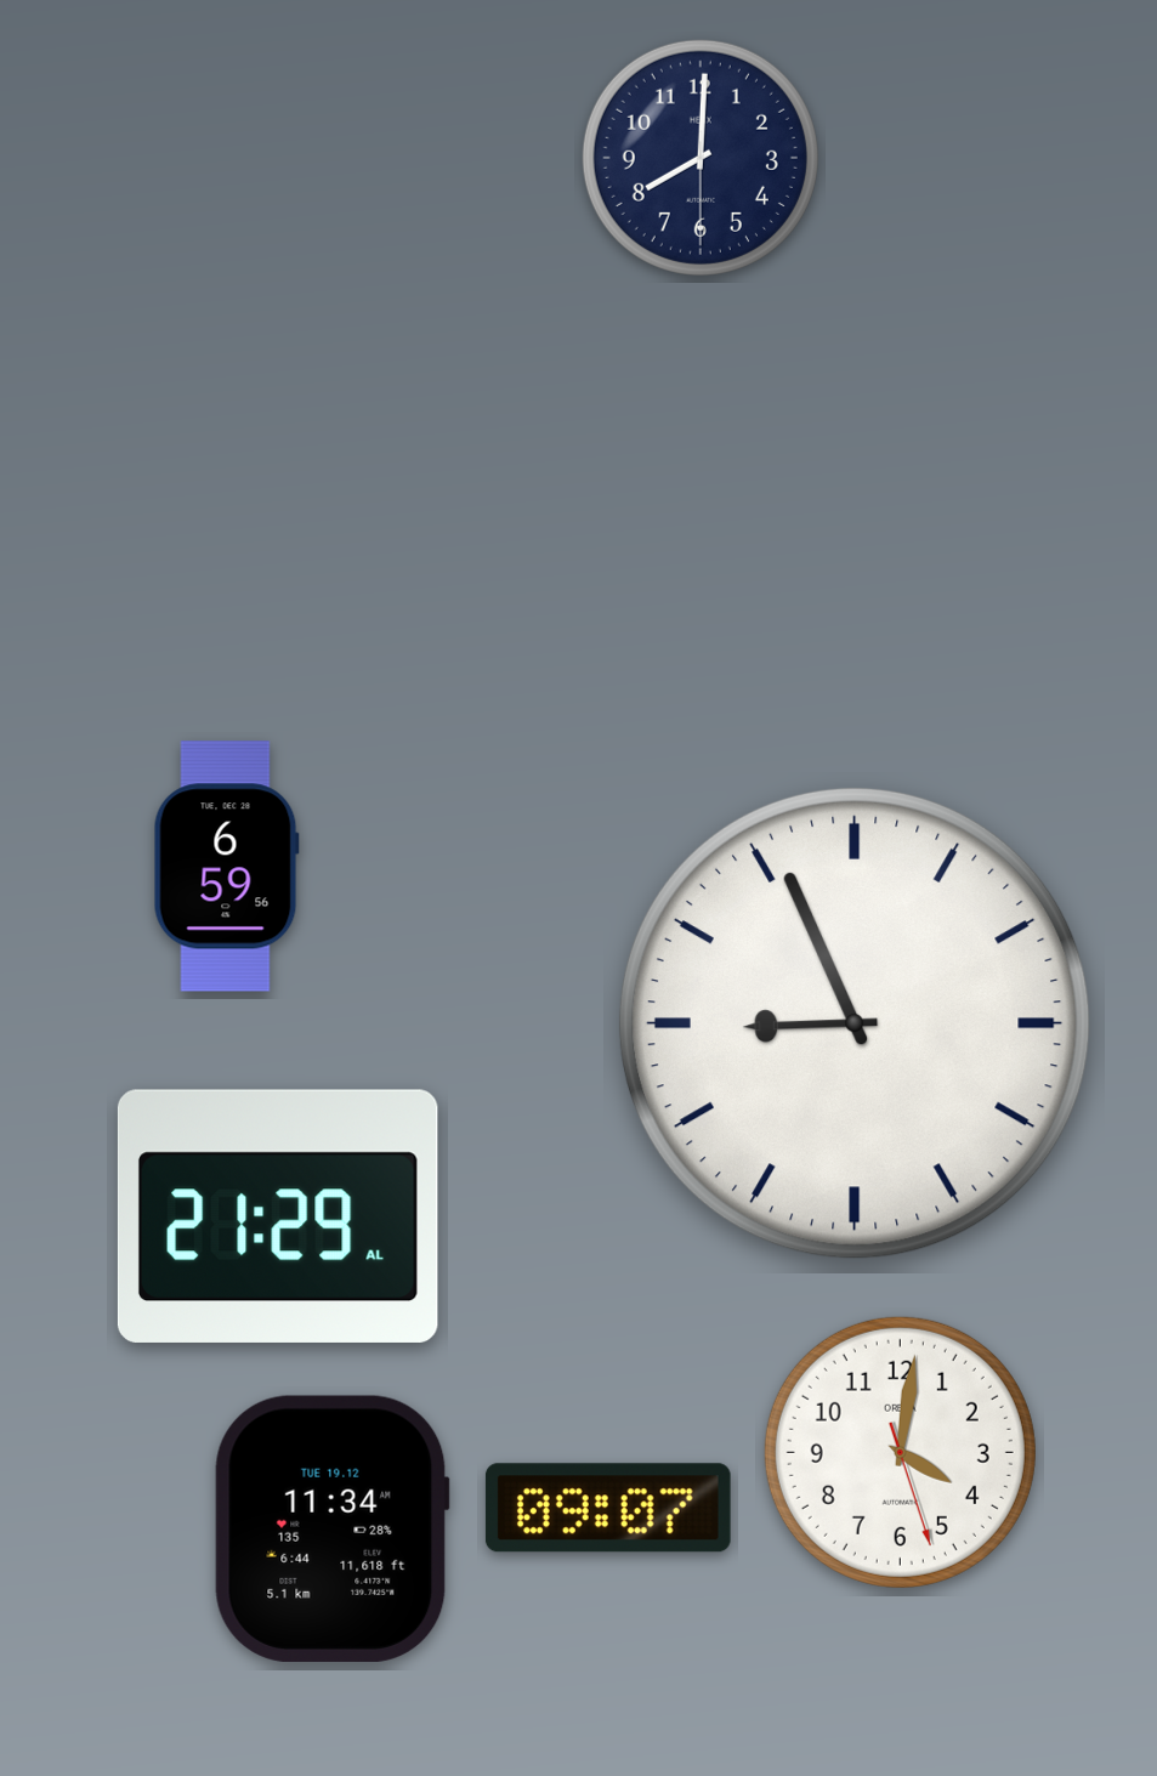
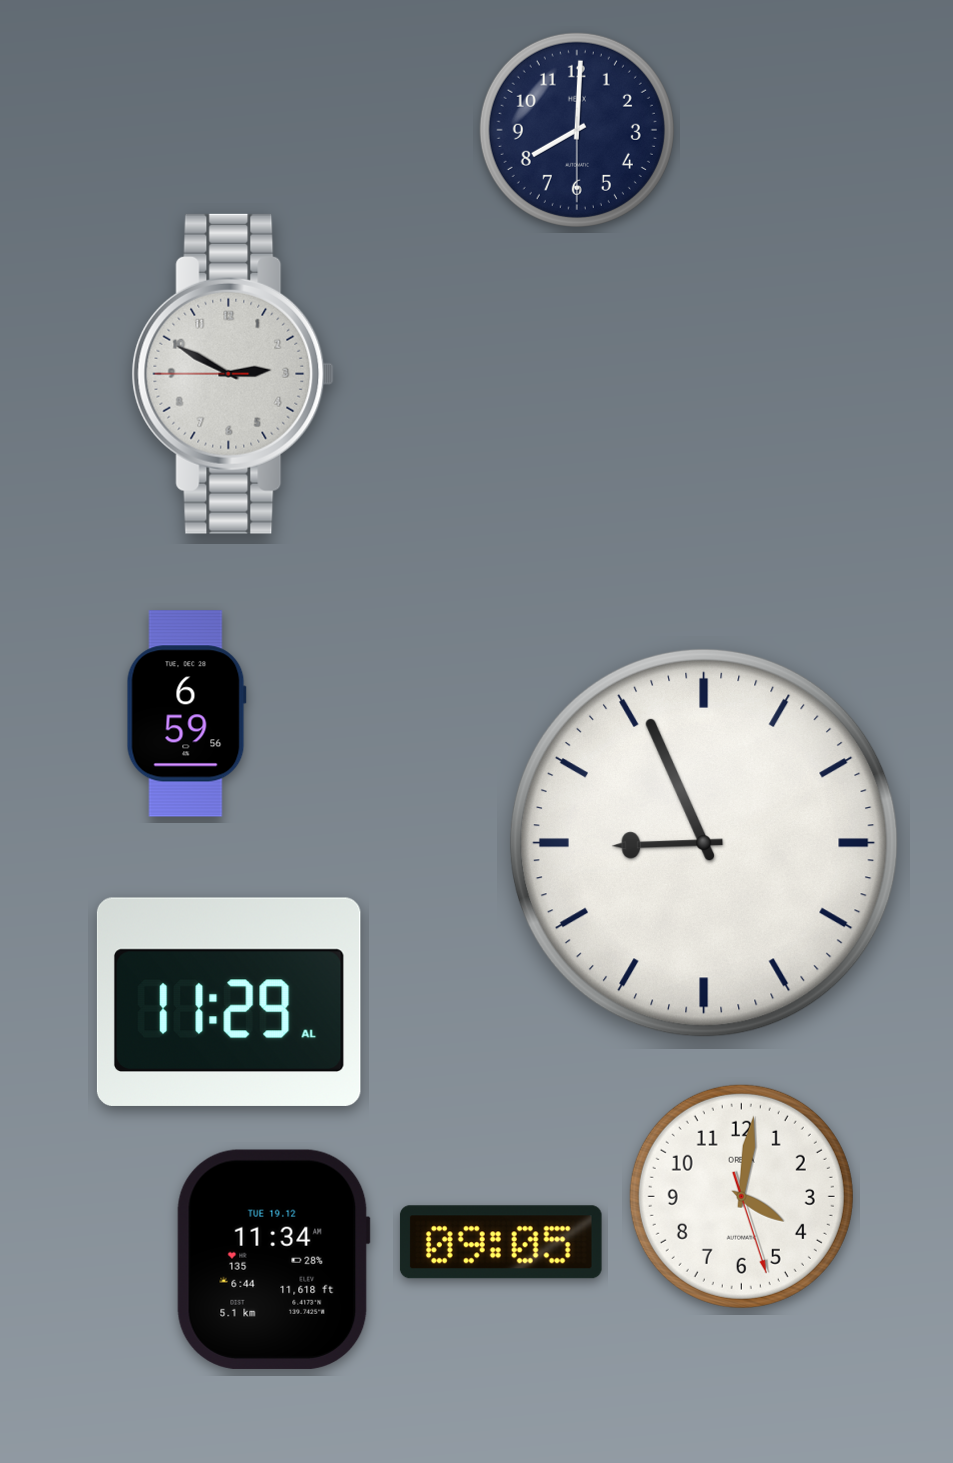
clock at (233, 374): none -> 2:49
clock at (278, 1216): 21:29 -> 11:29
clock at (608, 1508): 09:07 -> 09:05
